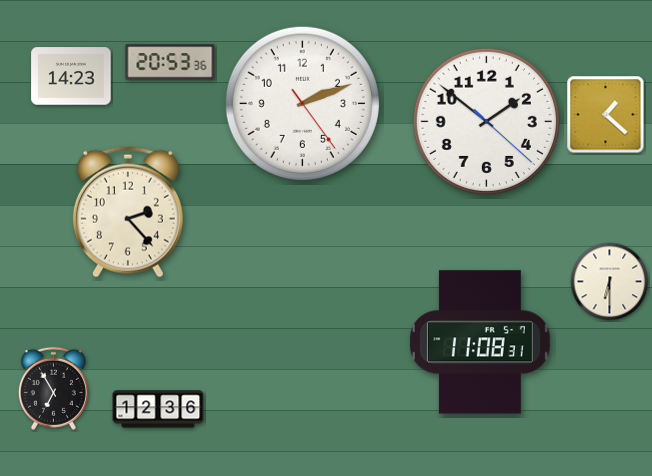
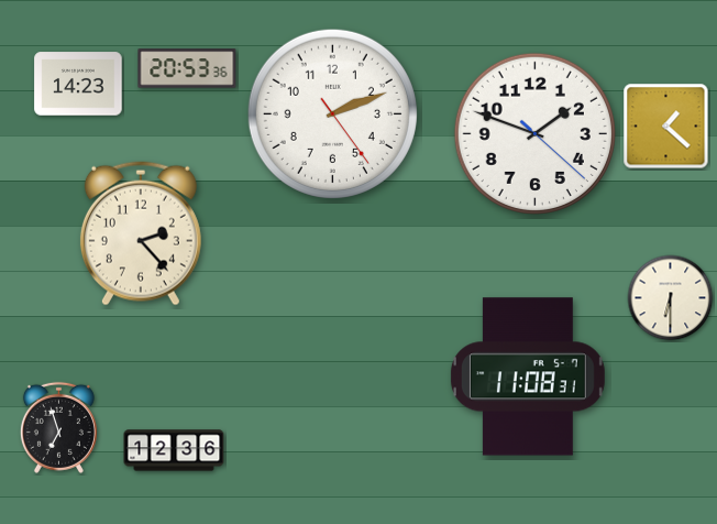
clock at (486, 121): 1:51 -> 1:48
clock at (610, 282) position: (610, 282) -> (671, 298)
clock at (53, 388): 6:55 -> 6:57
